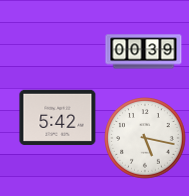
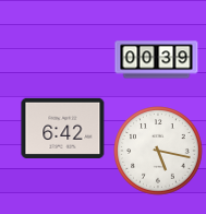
clock at (144, 52) position: (144, 52) -> (157, 60)
clock at (58, 117): 5:42 -> 6:42
